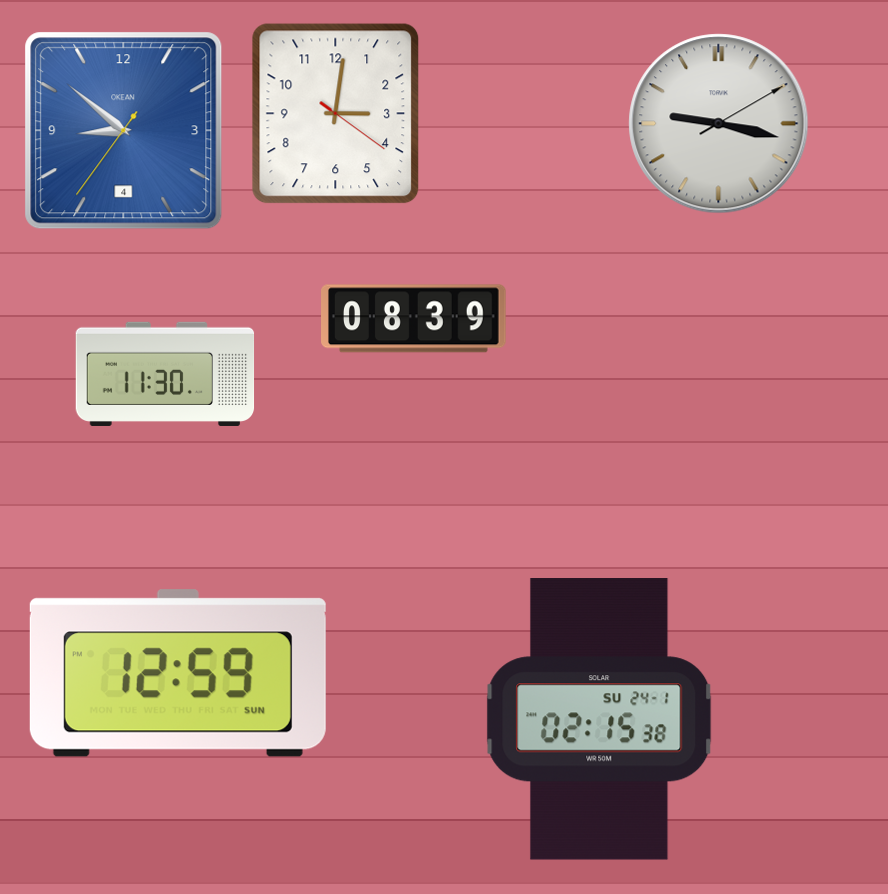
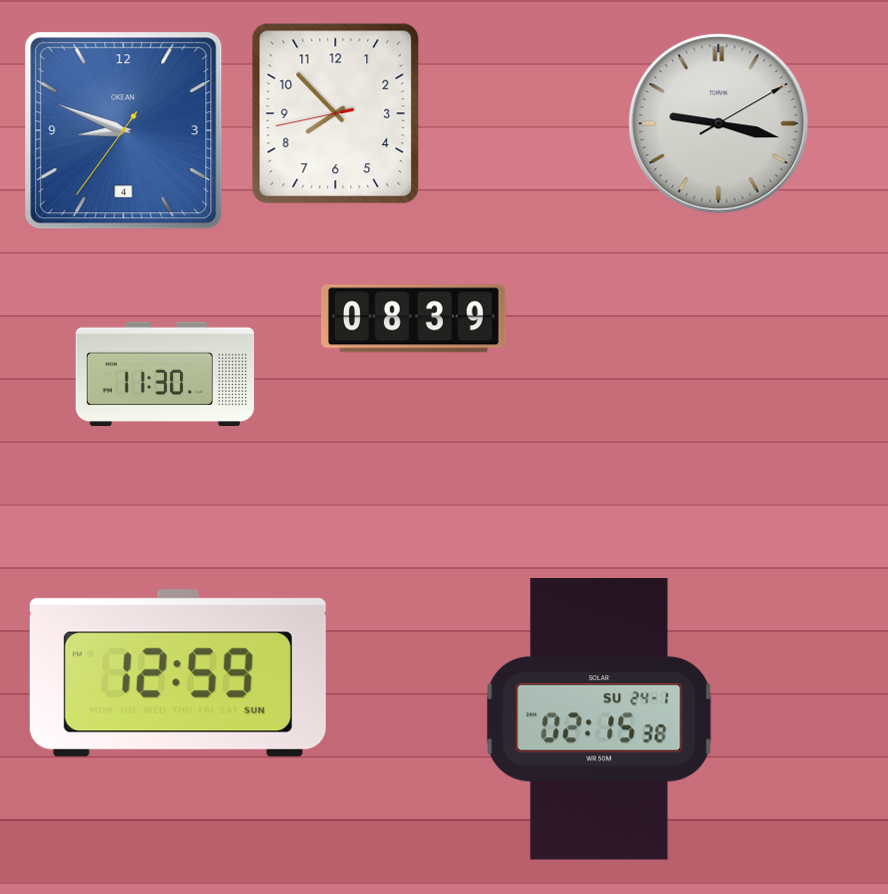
clock at (336, 114): 3:01 -> 7:52
clock at (124, 131): 8:51 -> 8:48
